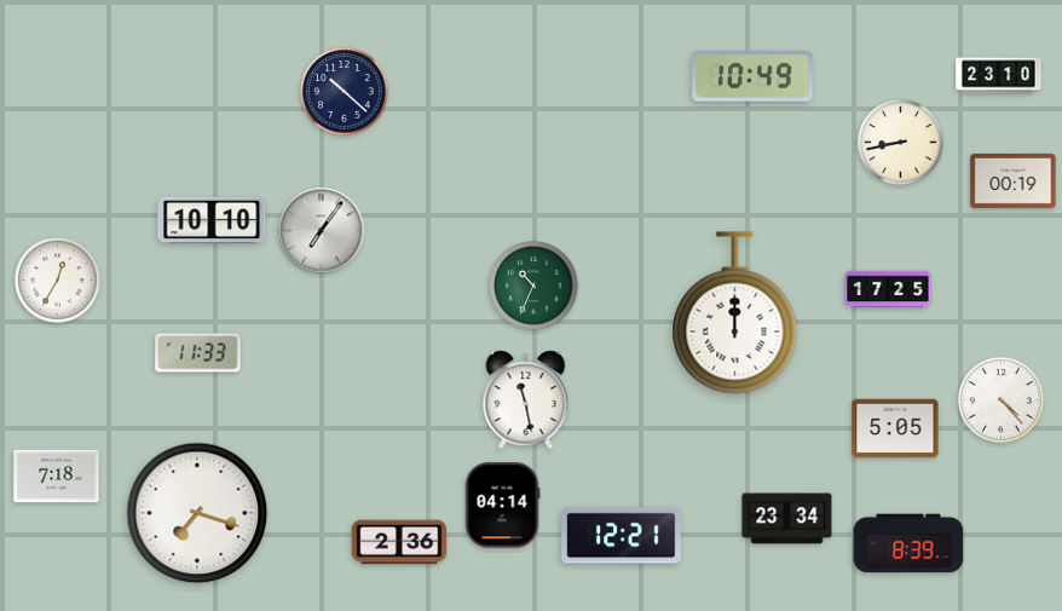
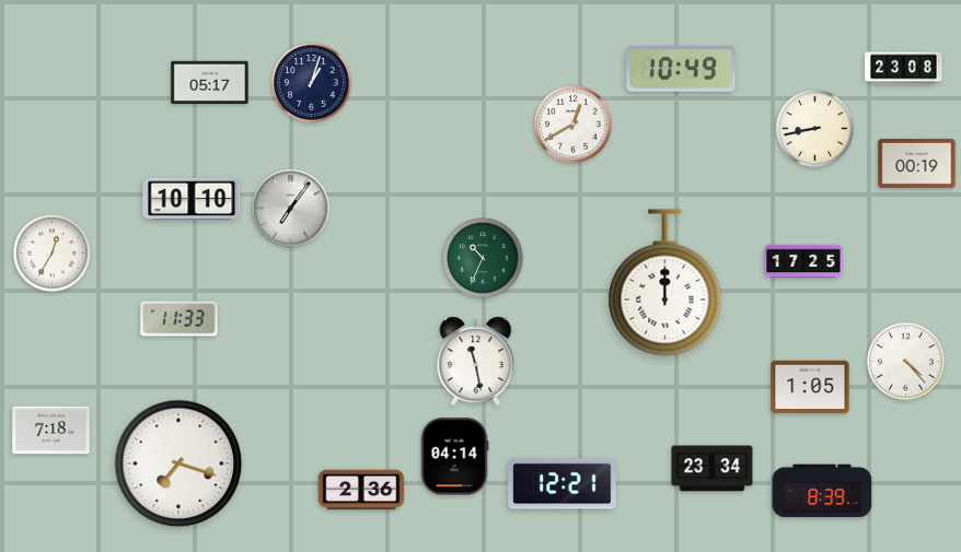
clock at (999, 76): 23:10 -> 23:08
clock at (210, 83): none -> 05:17
clock at (345, 92): 10:22 -> 1:03
clock at (574, 125): none -> 12:40
clock at (895, 428): 5:05 -> 1:05
